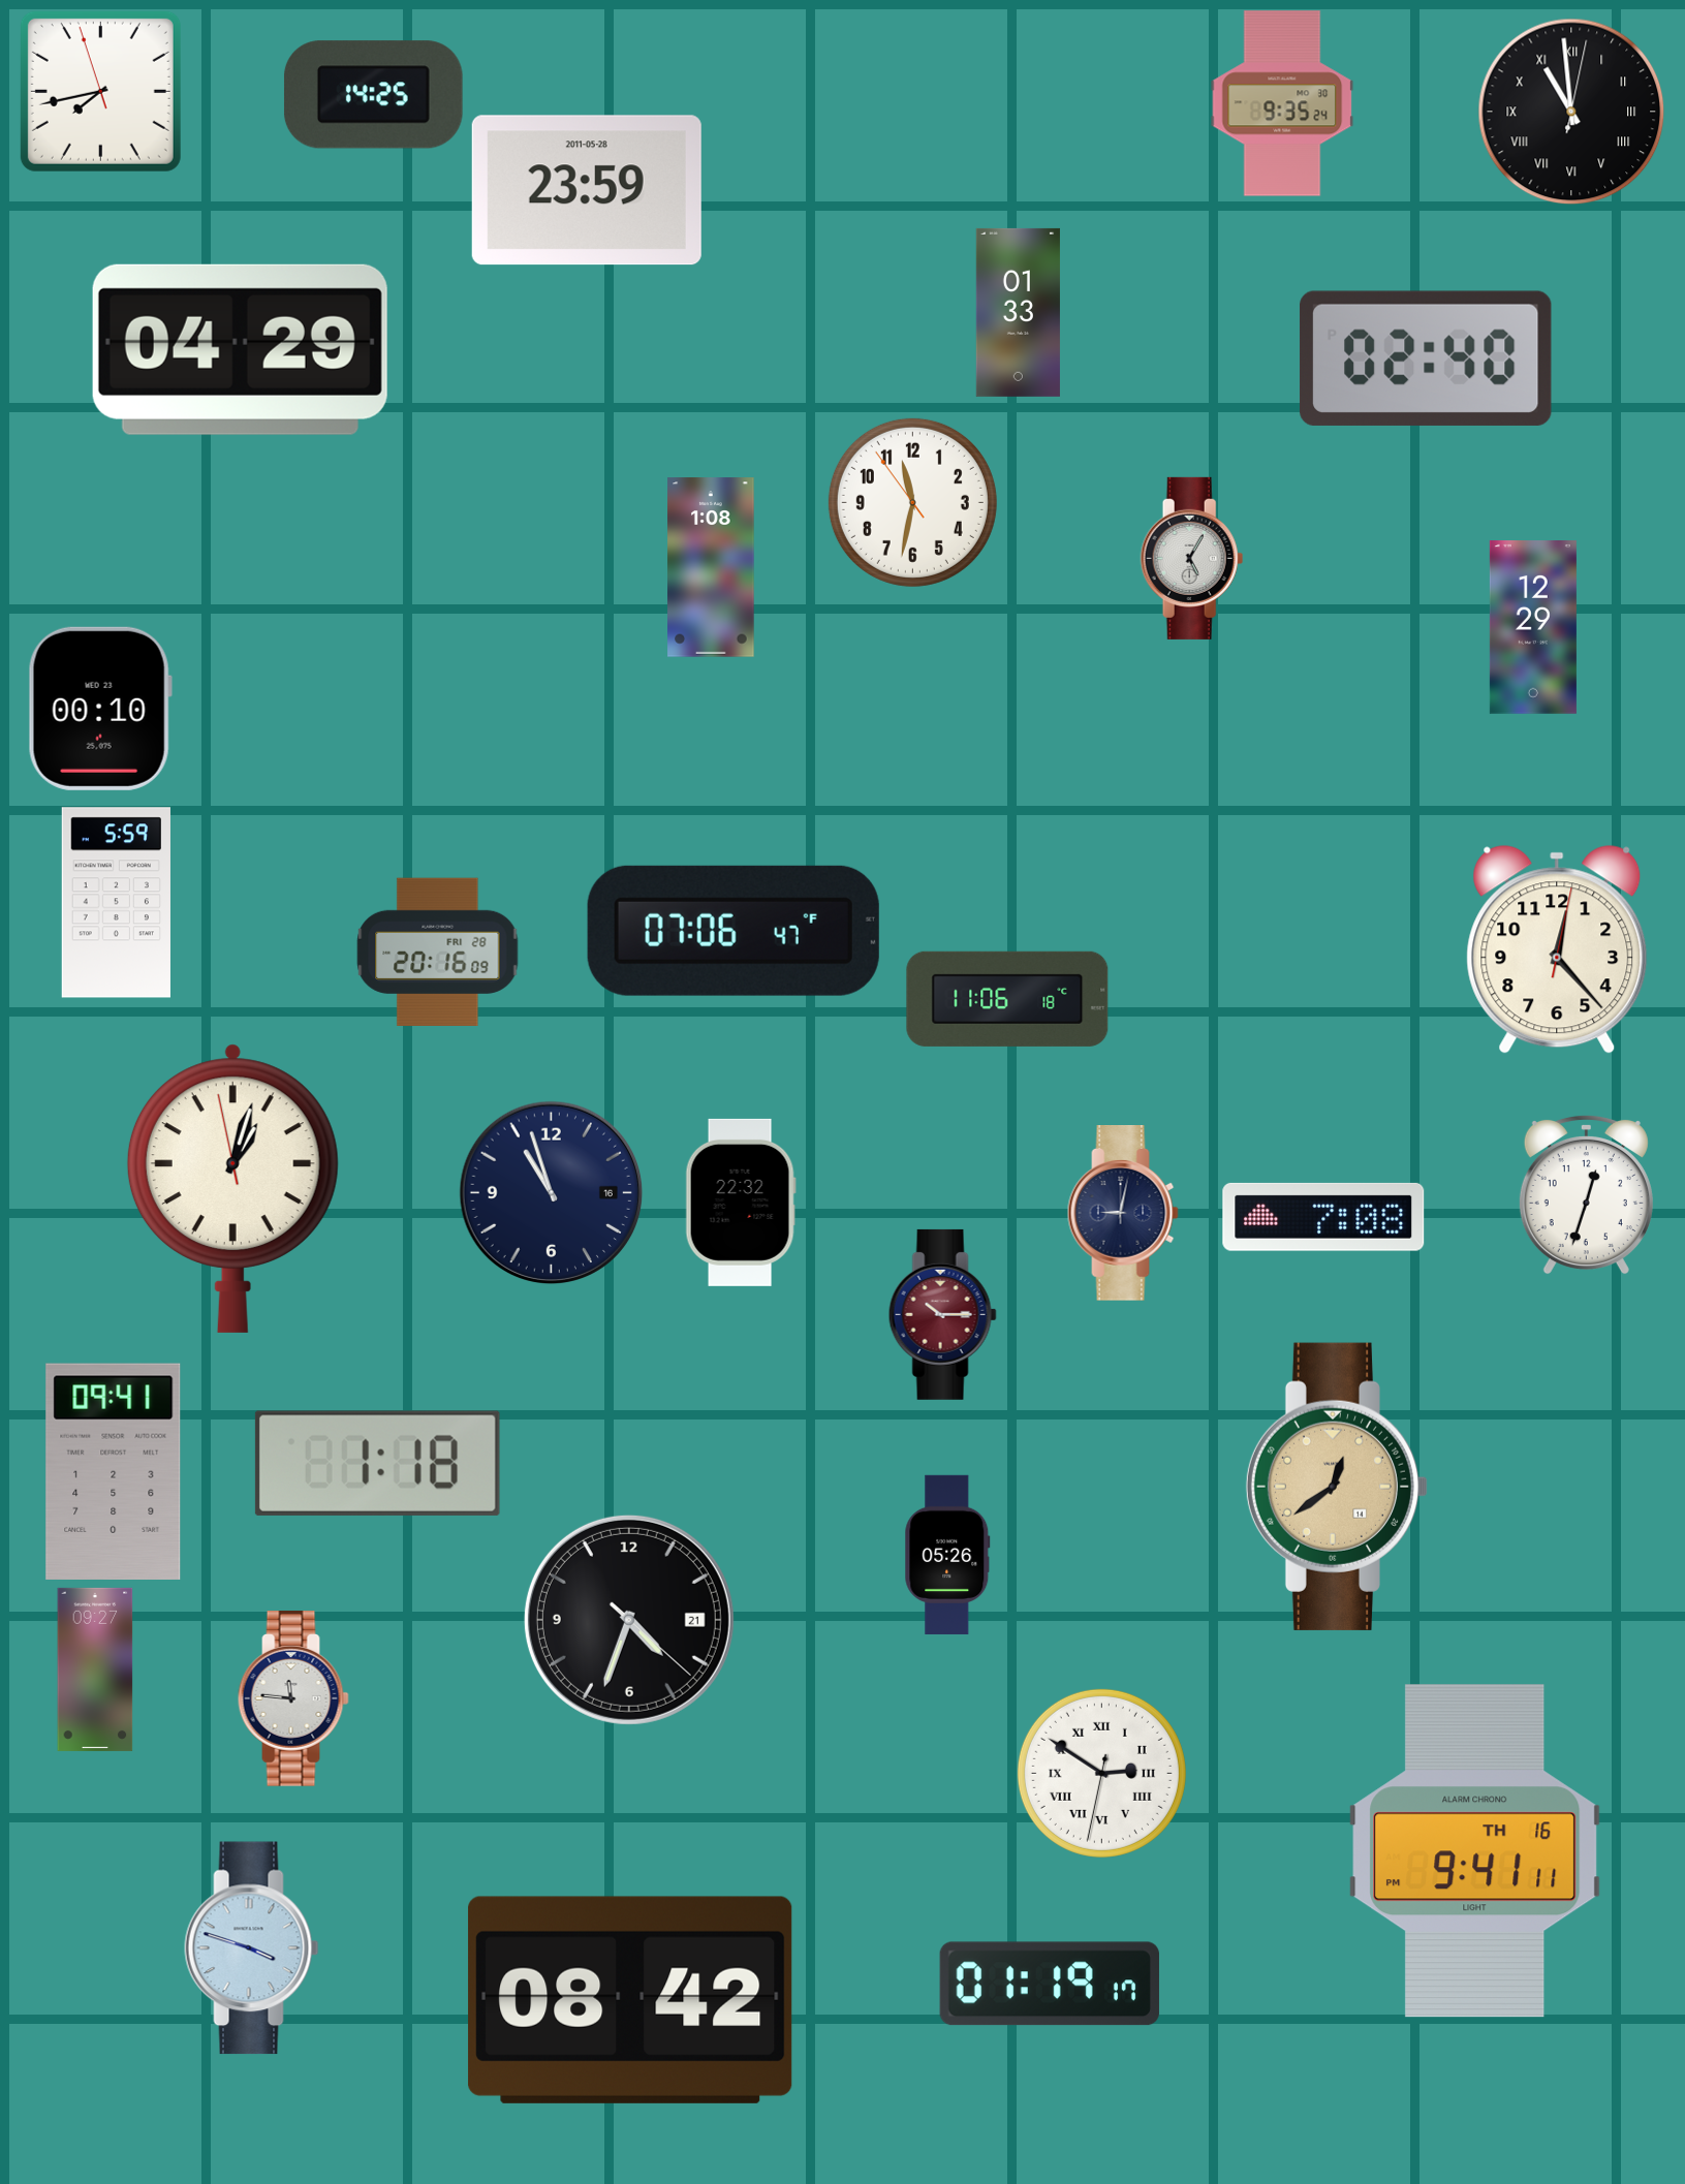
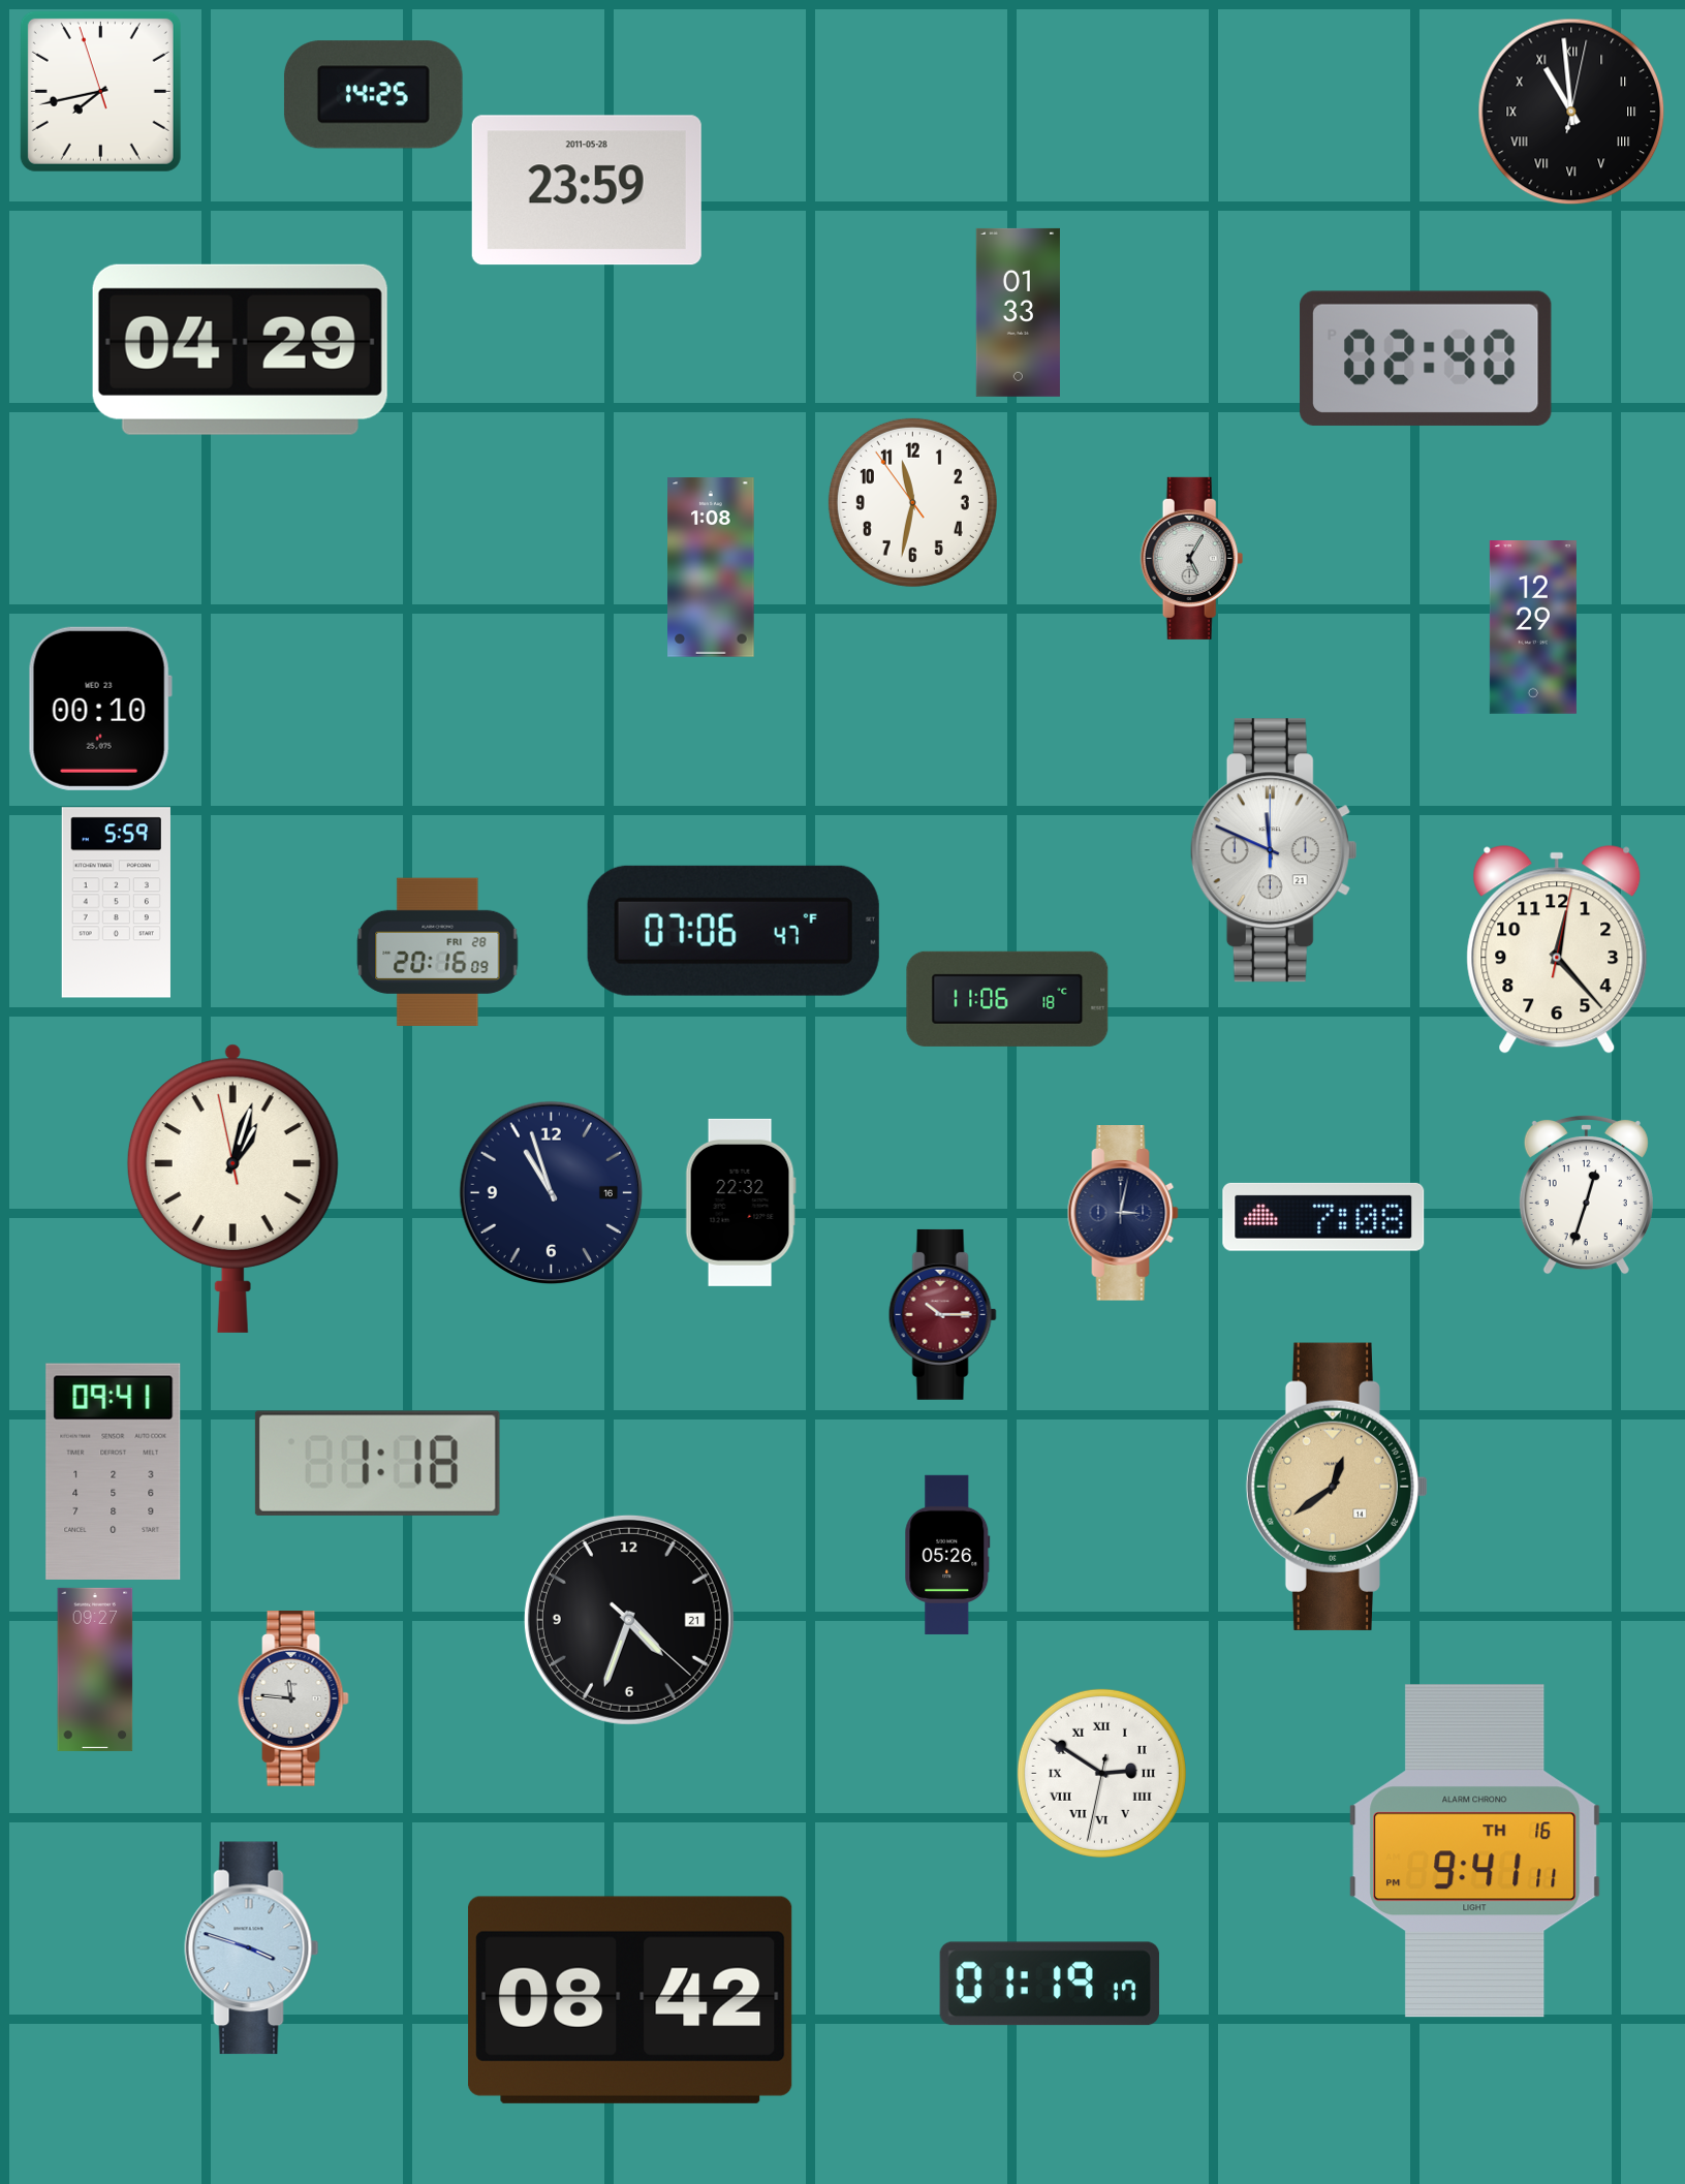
clock at (1282, 103): 9:35 -> none
clock at (1274, 850): none -> 11:49
clock at (1123, 1214): 9:02 -> 3:02
